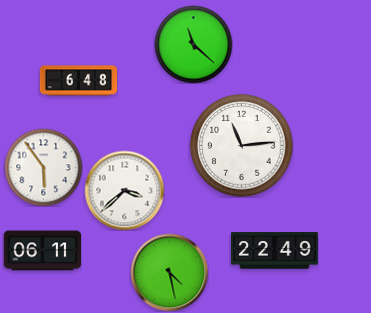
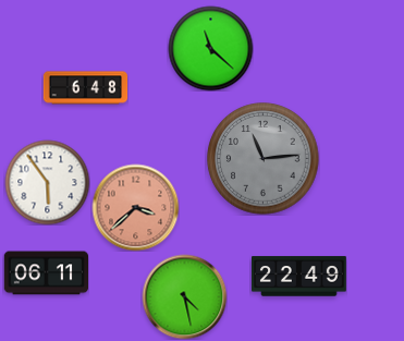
clock at (242, 146) dial: white -> grey
clock at (124, 190) dial: white -> salmon
clock at (275, 251) position: (275, 251) -> (299, 277)
